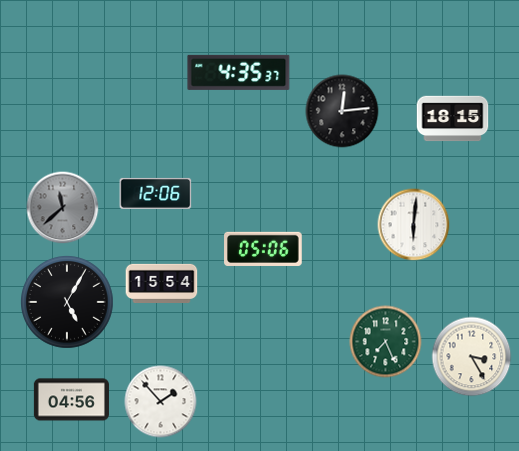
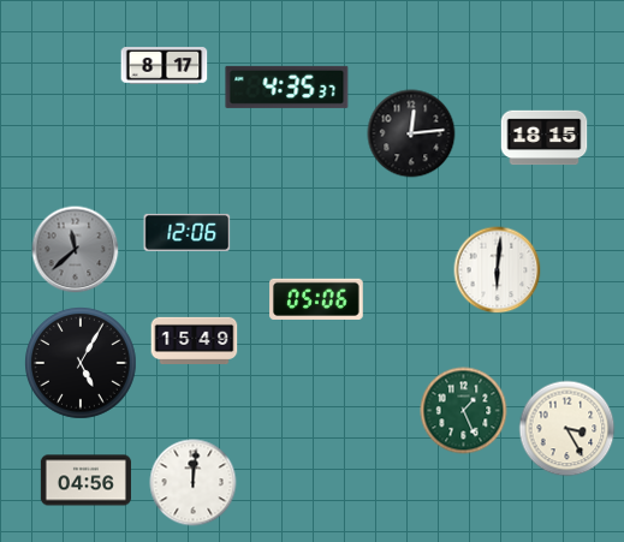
clock at (165, 66): none -> 8:17
clock at (453, 119) position: (453, 119) -> (545, 138)
clock at (162, 283): 15:54 -> 15:49
clock at (386, 342): 7:26 -> 1:26
clock at (161, 402): 1:53 -> 12:01
